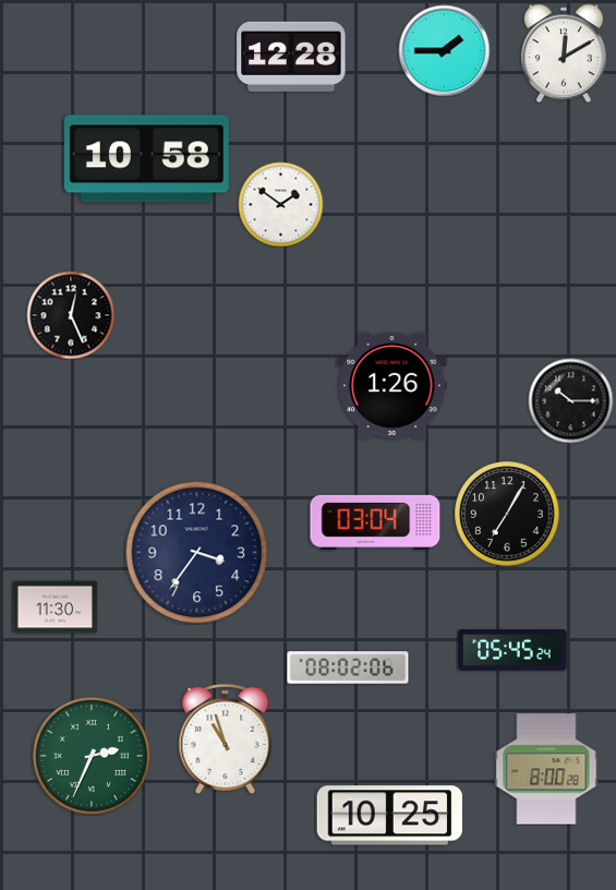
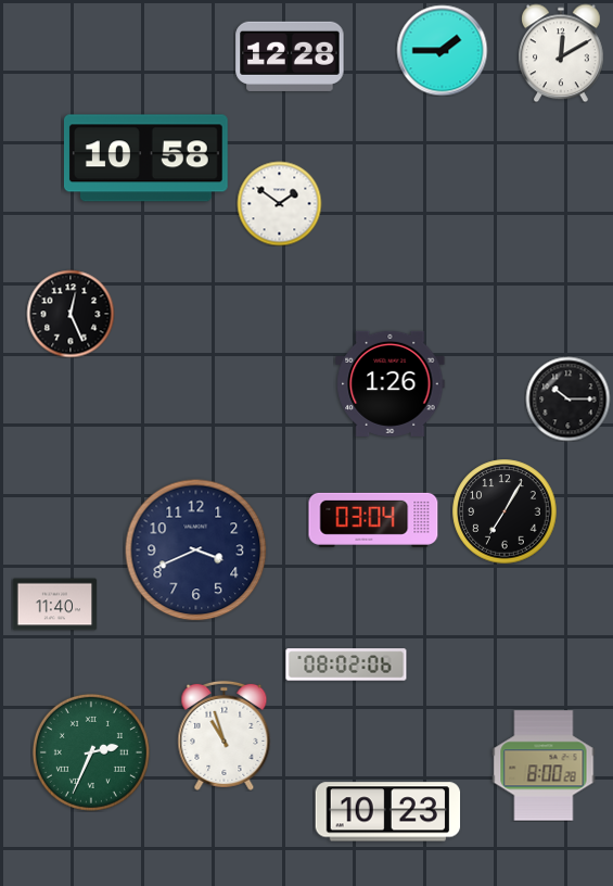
clock at (197, 553): 3:36 -> 3:41
clock at (55, 608): 11:30 -> 11:40
clock at (512, 650): 05:45 -> none
clock at (390, 816): 10:25 -> 10:23
